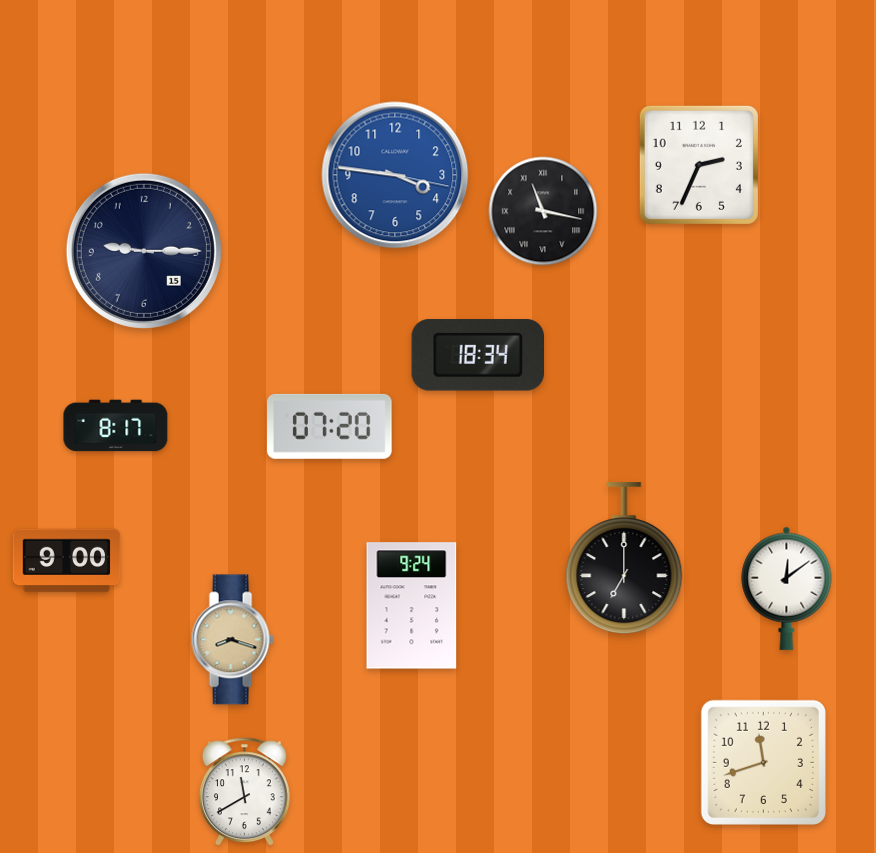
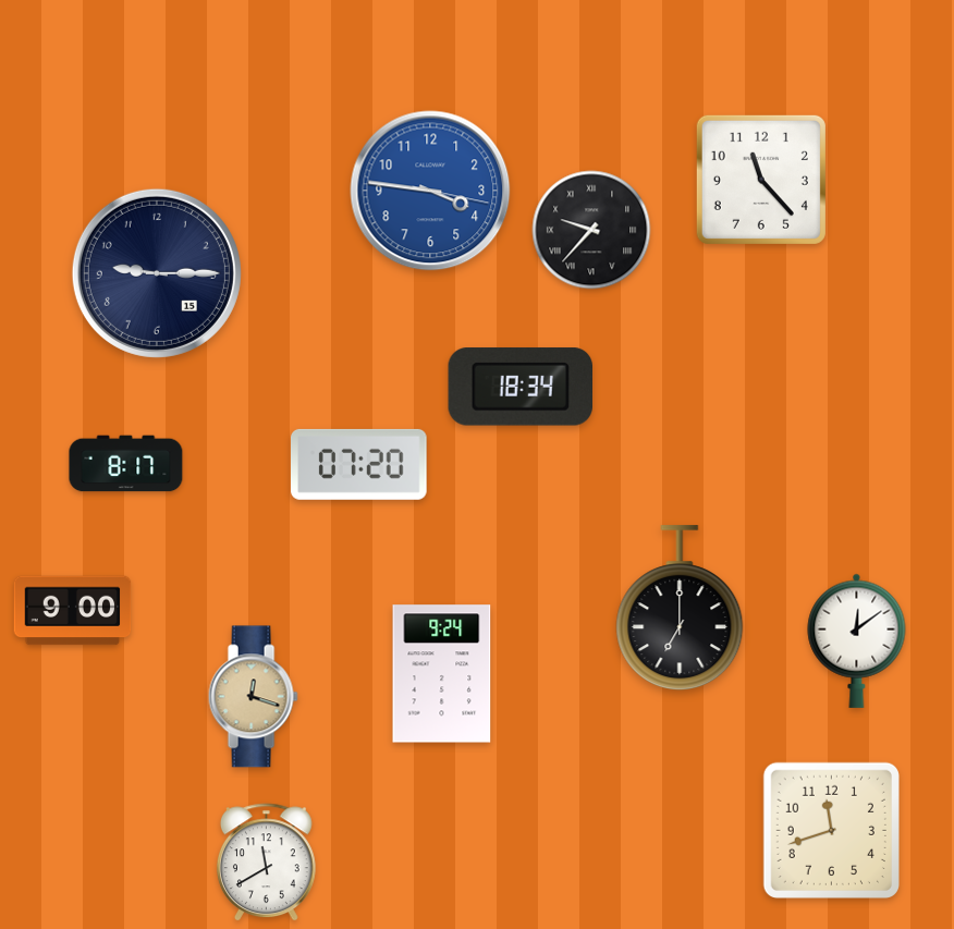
clock at (699, 165): 2:34 -> 11:23
clock at (543, 211): 11:17 -> 9:37
clock at (412, 606) position: (412, 606) -> (442, 674)
clock at (232, 640): 8:18 -> 12:18
